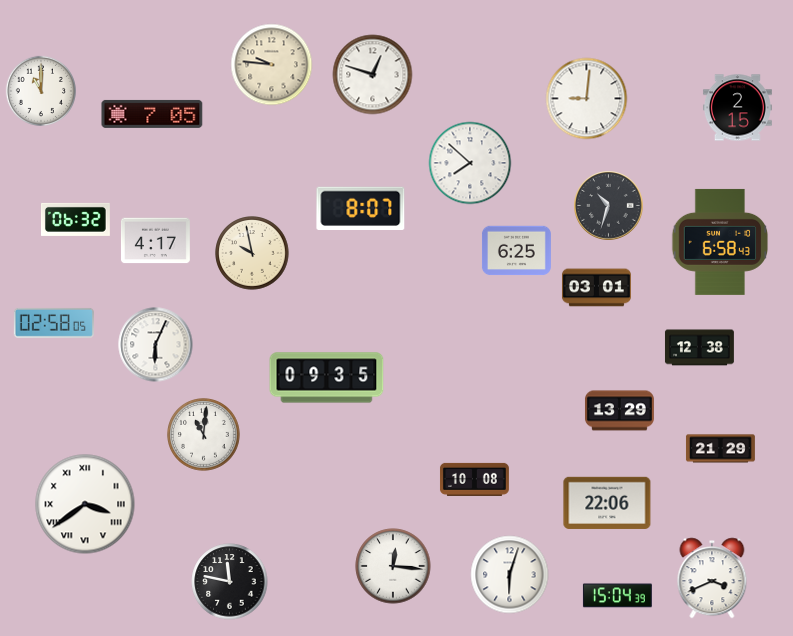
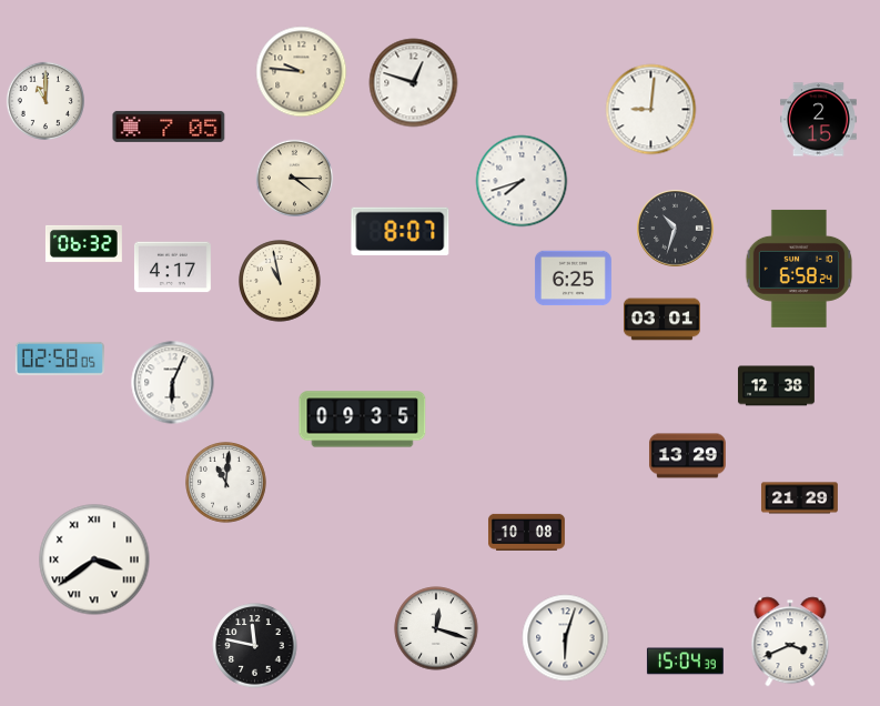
clock at (295, 179): none -> 4:15
clock at (470, 163): 7:52 -> 7:42
clock at (720, 242): 6:58:43 -> 6:58:24
clock at (252, 253): 9:58 -> 10:58
clock at (607, 502): 22:06 -> none
clock at (393, 566): 12:16 -> 12:18
